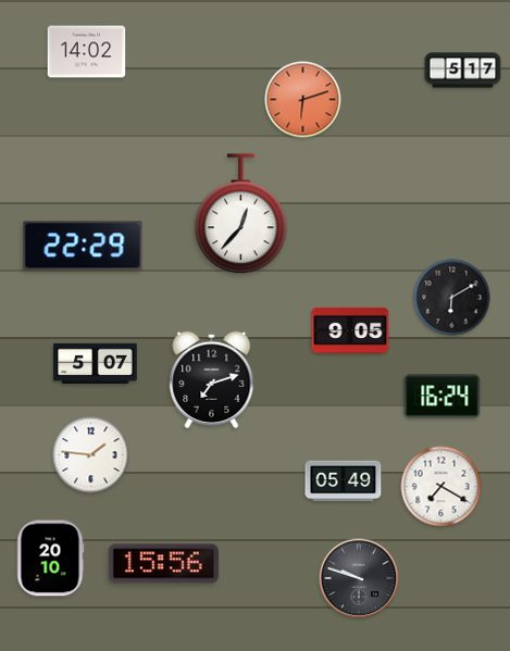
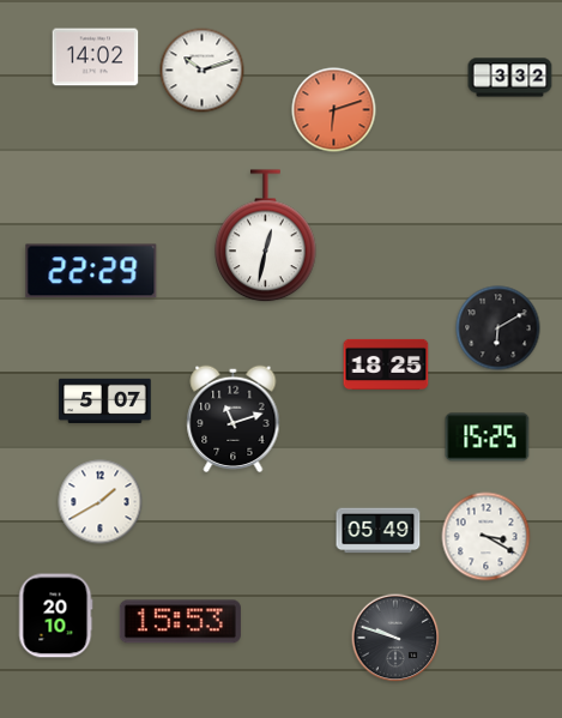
clock at (203, 71): none -> 10:12
clock at (463, 71): 5:17 -> 3:32
clock at (241, 214): 12:37 -> 12:32
clock at (350, 330): 9:05 -> 18:25
clock at (212, 380): 7:12 -> 11:12
clock at (443, 397): 16:24 -> 15:25
clock at (91, 455): 1:46 -> 1:40
clock at (441, 487): 7:20 -> 3:20
clock at (163, 564): 15:56 -> 15:53
